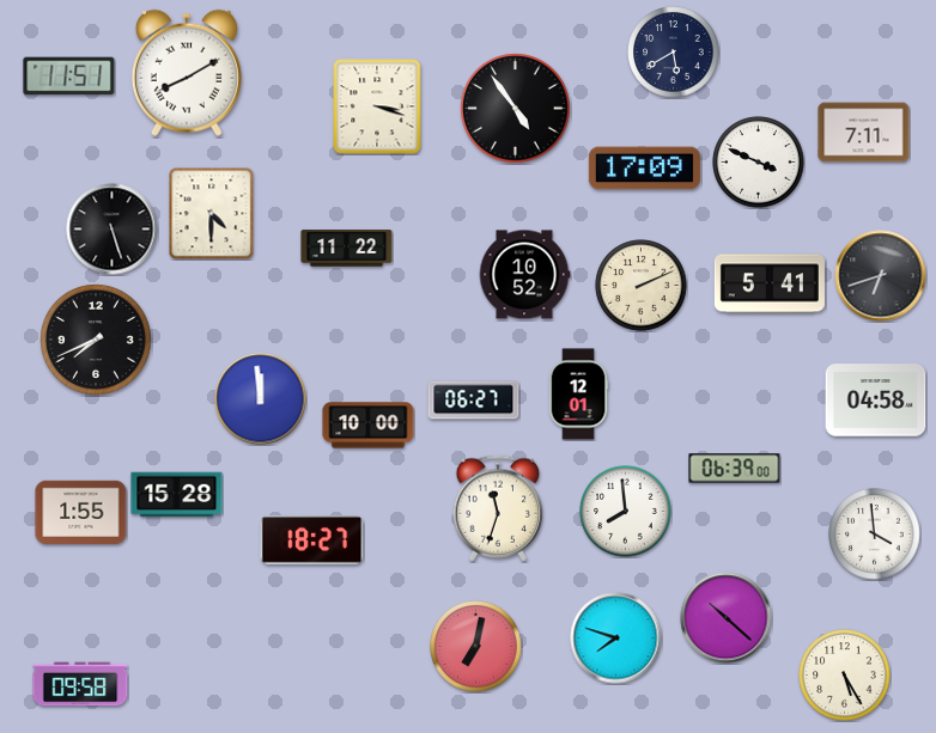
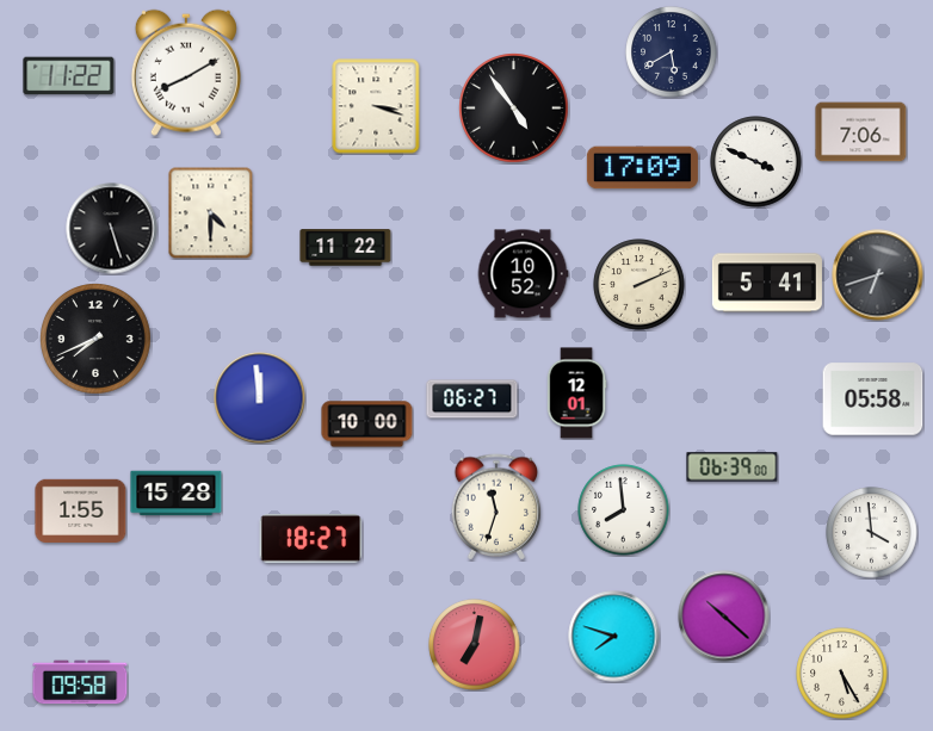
clock at (69, 77): 11:51 -> 11:22
clock at (864, 133): 7:11 -> 7:06
clock at (876, 401): 04:58 -> 05:58
